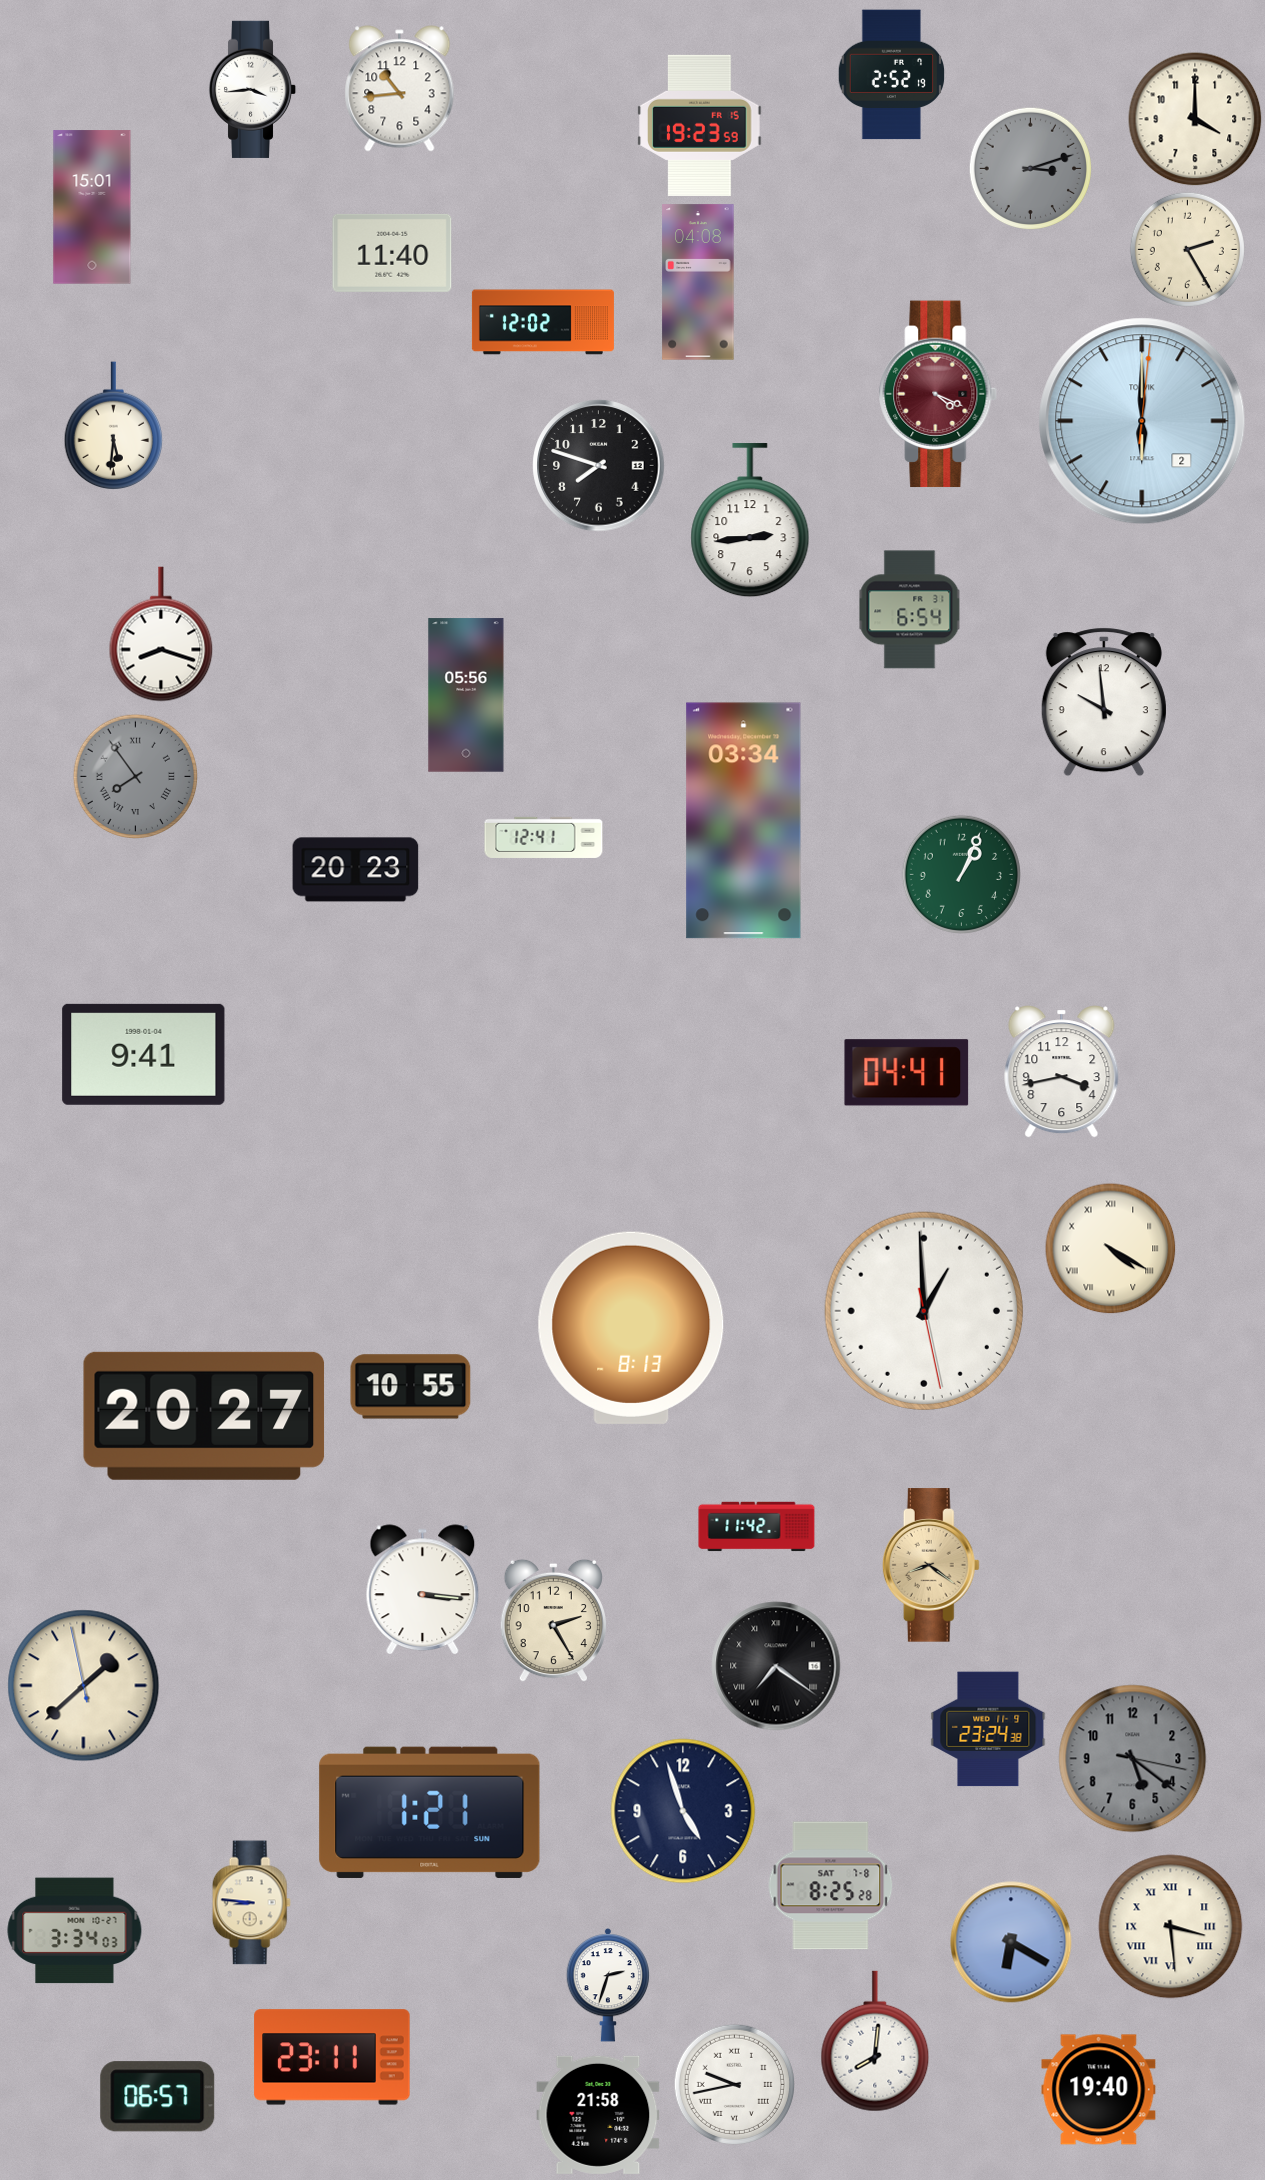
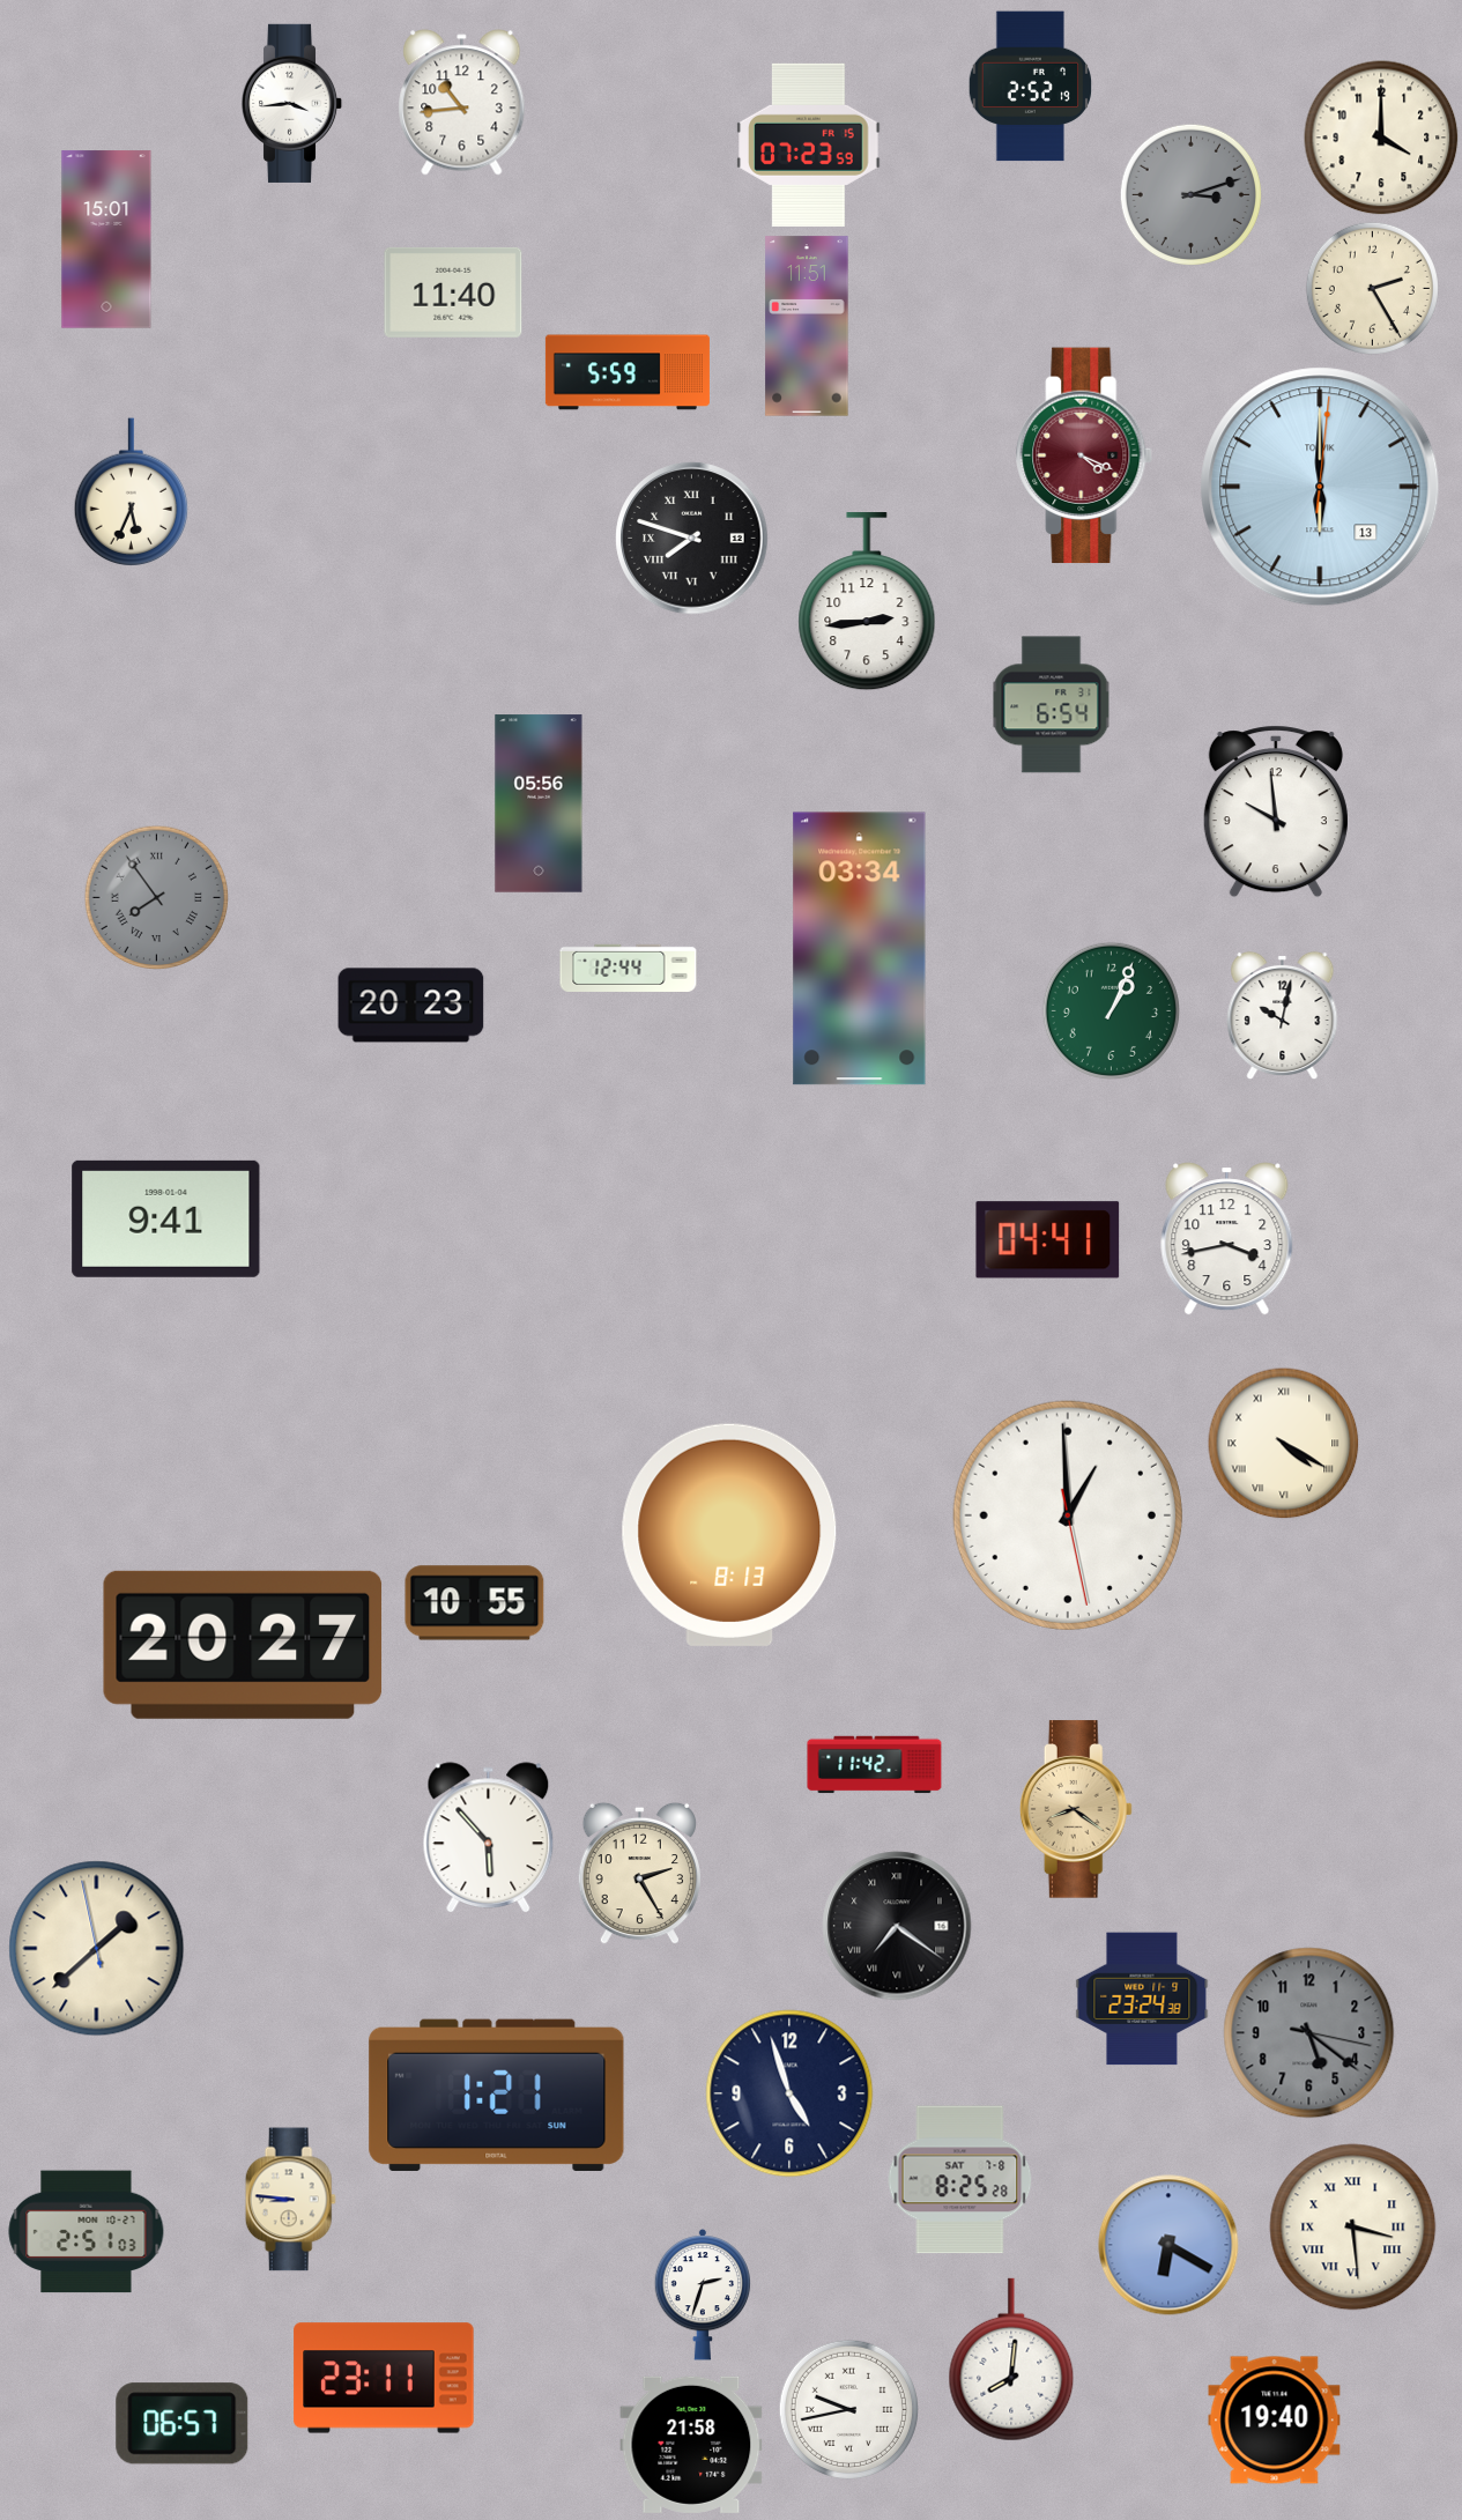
clock at (700, 125): 19:23 -> 07:23
clock at (698, 282): 04:08 -> 11:51
clock at (543, 322): 12:02 -> 5:59
clock at (1142, 421) date: 2 -> 13
clock at (114, 426): 5:31 -> 5:34
clock at (599, 466) numerals: Arabic -> Roman
clock at (161, 634): 8:18 -> none
clock at (544, 837): 12:41 -> 12:44
clock at (1283, 1015): none -> 10:02
clock at (204, 1416) position: (204, 1416) -> (243, 1645)
clock at (423, 1589): 3:16 -> 5:53
clock at (75, 1931): 3:34 -> 2:51
clock at (1099, 2090) position: (1099, 2090) -> (1275, 2421)
